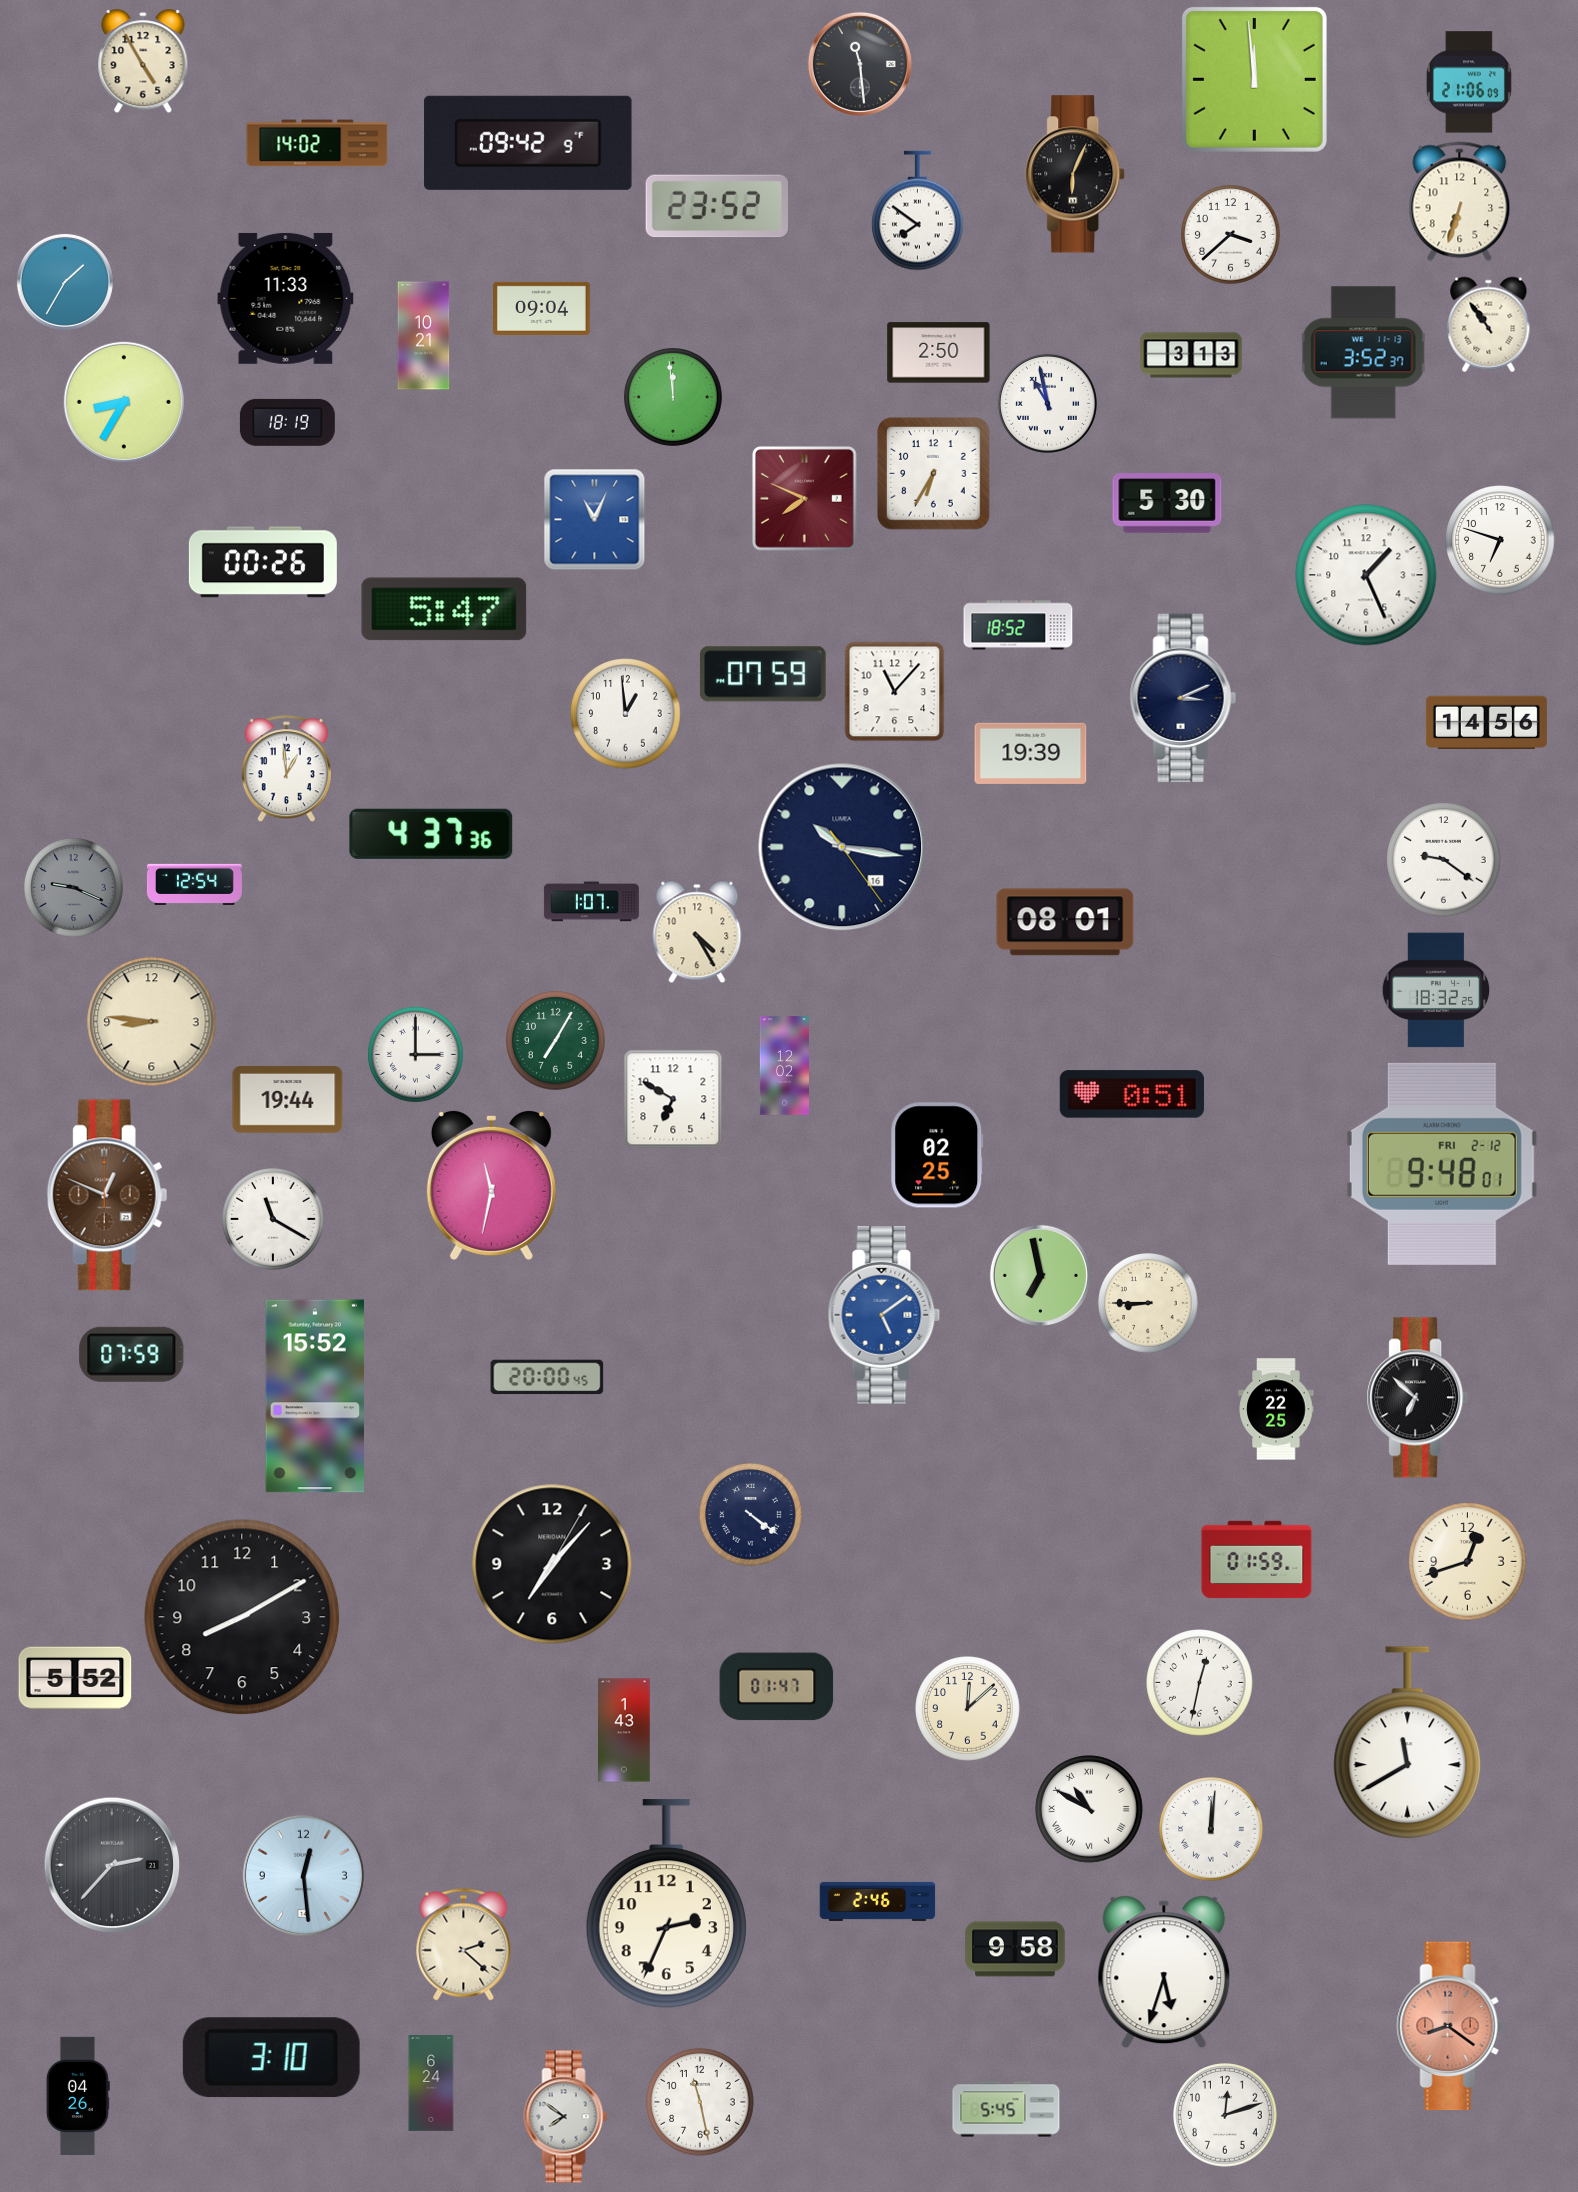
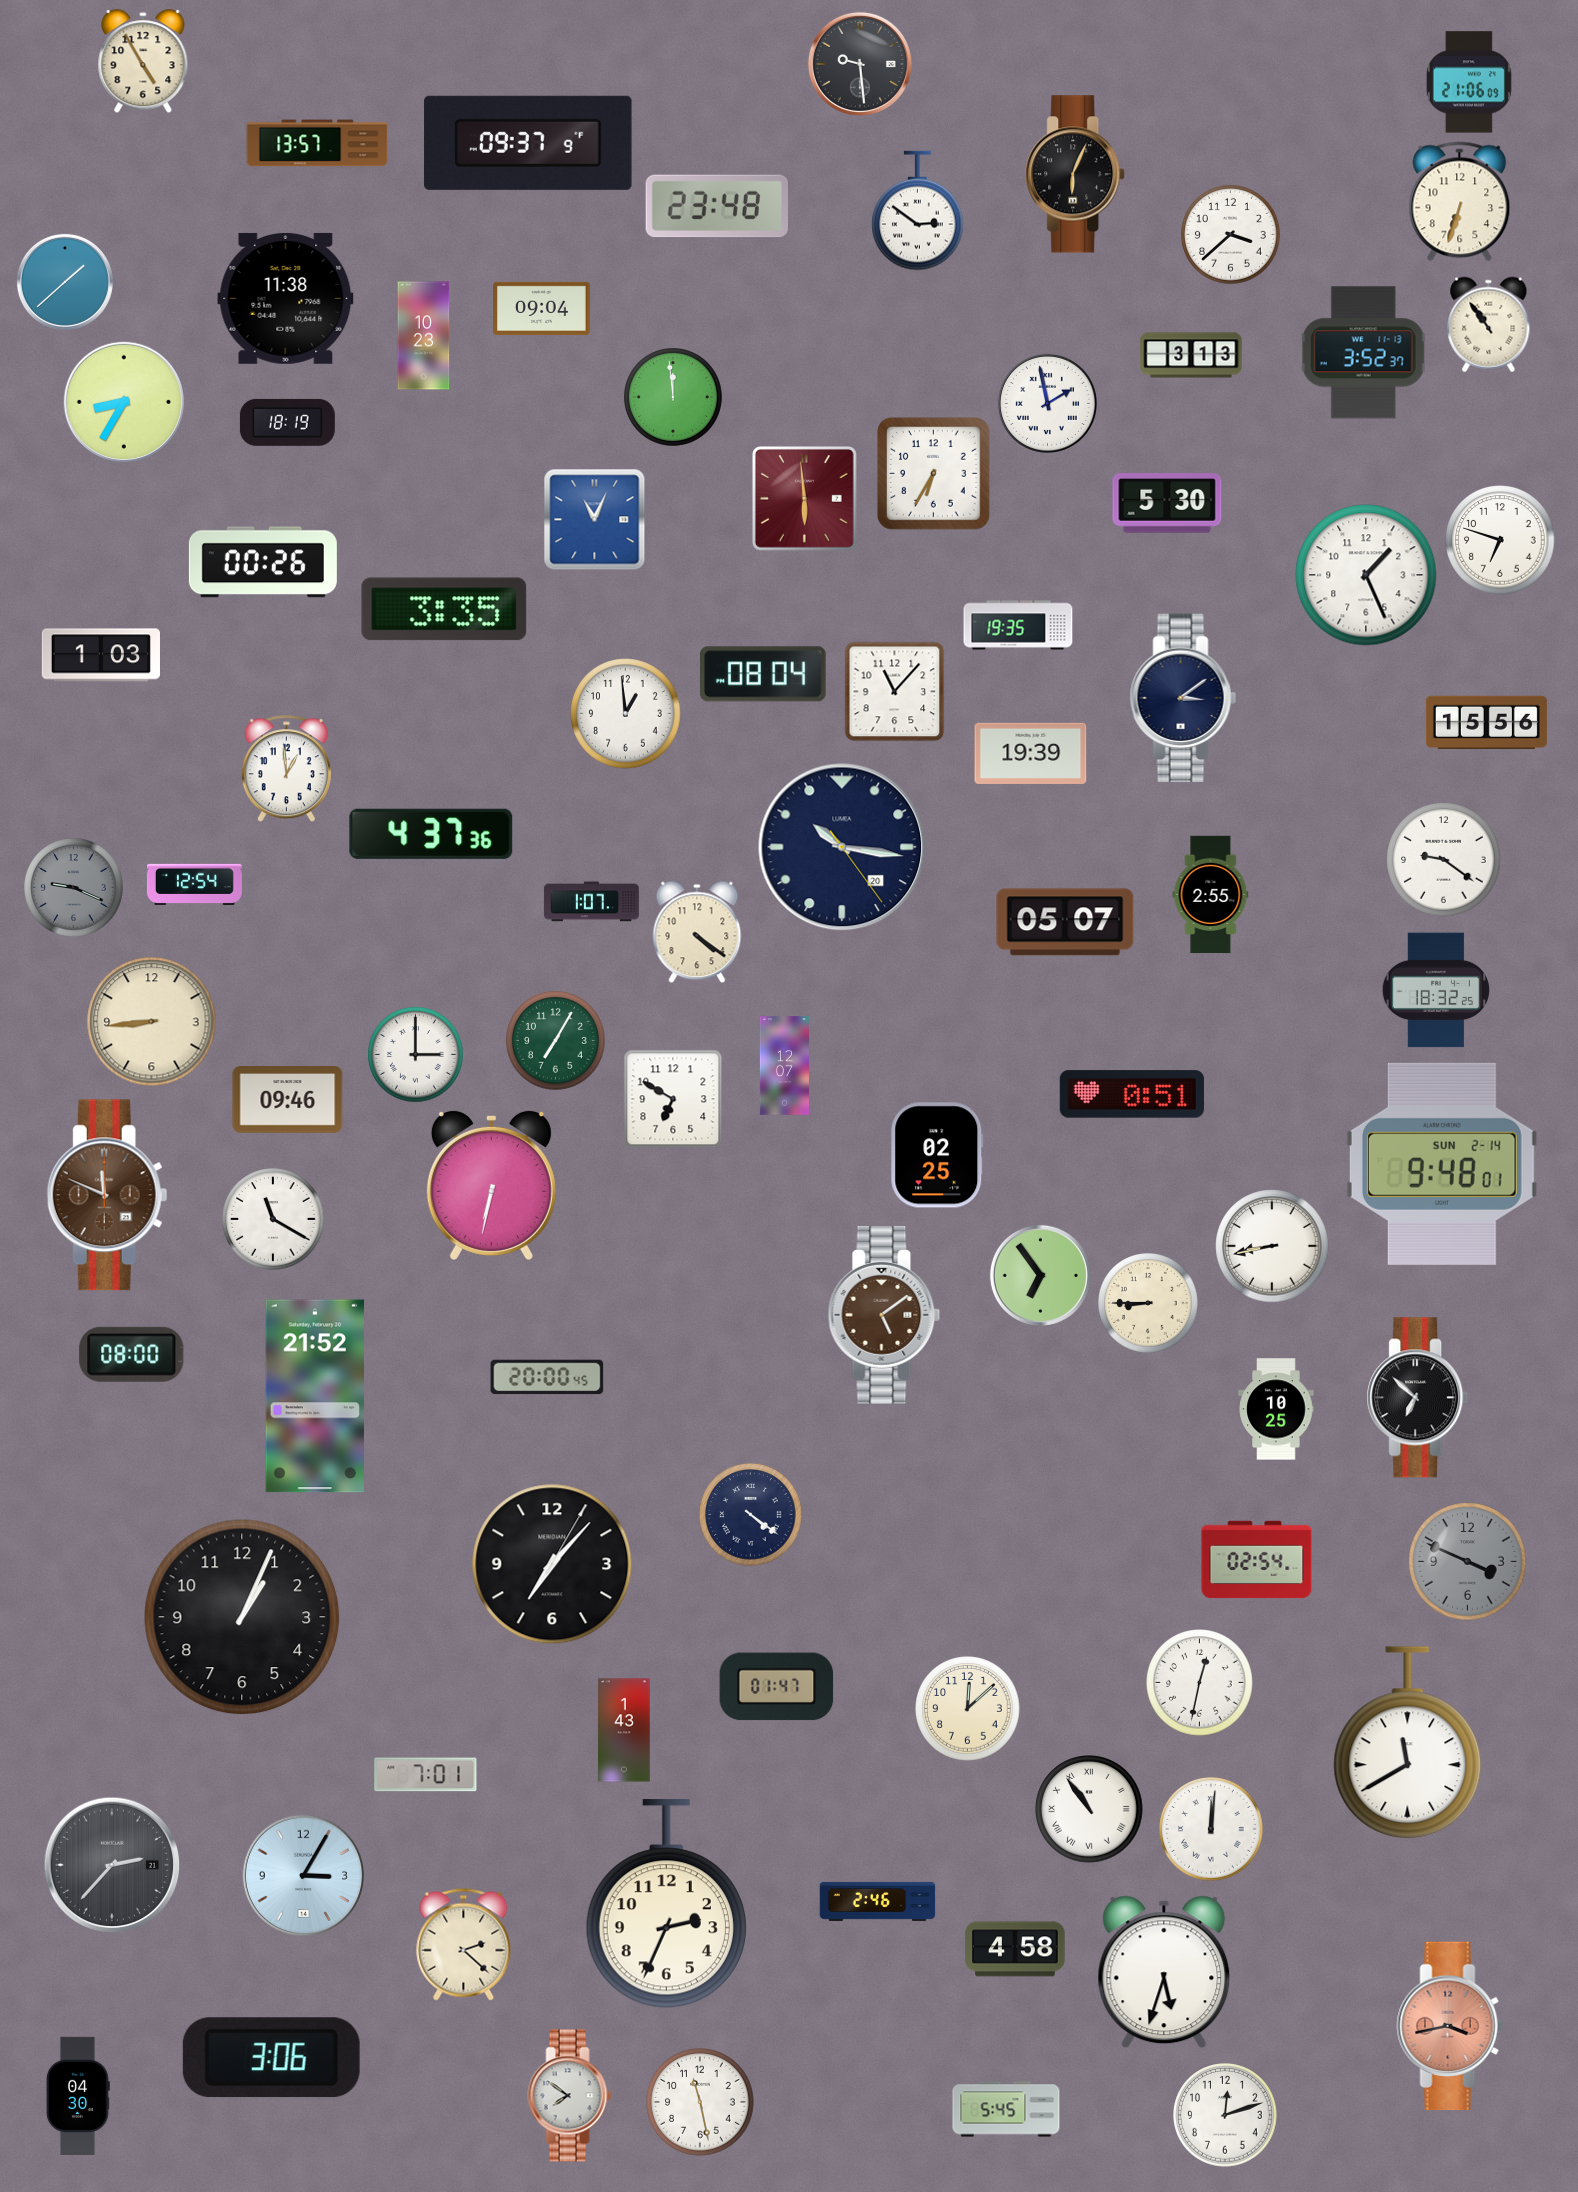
clock at (860, 64): 11:29 -> 9:29
clock at (1254, 79): 11:59 -> none
clock at (317, 143): 14:02 -> 13:57
clock at (528, 143): 09:42 -> 09:37
clock at (716, 206): 23:52 -> 23:48
clock at (918, 211): 7:51 -> 2:51
clock at (65, 282): 1:35 -> 1:38
clock at (286, 298): 11:33 -> 11:38
clock at (424, 336): 10:21 -> 10:23
clock at (939, 353): 2:50 -> none
clock at (1047, 403): 10:58 -> 1:58
clock at (804, 498): 7:49 -> 5:59
clock at (444, 609): 5:47 -> 3:35
clock at (1018, 625): 18:52 -> 19:35
clock at (101, 655): none -> 1:03
clock at (764, 674): 07:59 -> 08:04
clock at (1183, 698): 3:11 -> 3:09
clock at (1486, 722): 14:56 -> 15:56
clock at (842, 847) date: 16 -> 20
clock at (1211, 895): none -> 2:55
clock at (1065, 922): 08:01 -> 05:07
clock at (697, 932): 4:25 -> 4:21
clock at (152, 1022): 8:46 -> 8:44
clock at (784, 1066): 12:02 -> 12:07
clock at (288, 1100): 19:44 -> 09:46
clock at (1442, 1164) date: FRI 2-12 -> SUN 2-14
clock at (491, 1185): 11:32 -> 6:32
clock at (107, 1195): 12:49 -> 11:49
clock at (1272, 1246): none -> 8:43
clock at (1040, 1275): 6:58 -> 6:54
clock at (884, 1315) dial: blue -> brown
clock at (132, 1354): 07:59 -> 08:00
clock at (315, 1396): 15:52 -> 21:52
clock at (1276, 1409): 22:25 -> 10:25
clock at (1257, 1560): 01:59 -> 02:54
clock at (1468, 1562): 12:42 -> 3:49
clock at (1468, 1562) dial: cream -> grey
clock at (242, 1617): 8:10 -> 1:04
clock at (75, 1678): 5:52 -> none
clock at (426, 1775): none -> 7:01
clock at (1089, 1809): 10:50 -> 10:54
clock at (303, 1875): 12:29 -> 3:05
clock at (1015, 1949): 9:58 -> 4:58
clock at (1450, 2026): 8:21 -> 3:43
clock at (271, 2058): 3:10 -> 3:06
clock at (431, 2084): 6:24 -> none
clock at (78, 2095): 04:26 -> 04:30
clock at (566, 2117) position: (566, 2117) -> (570, 2096)
